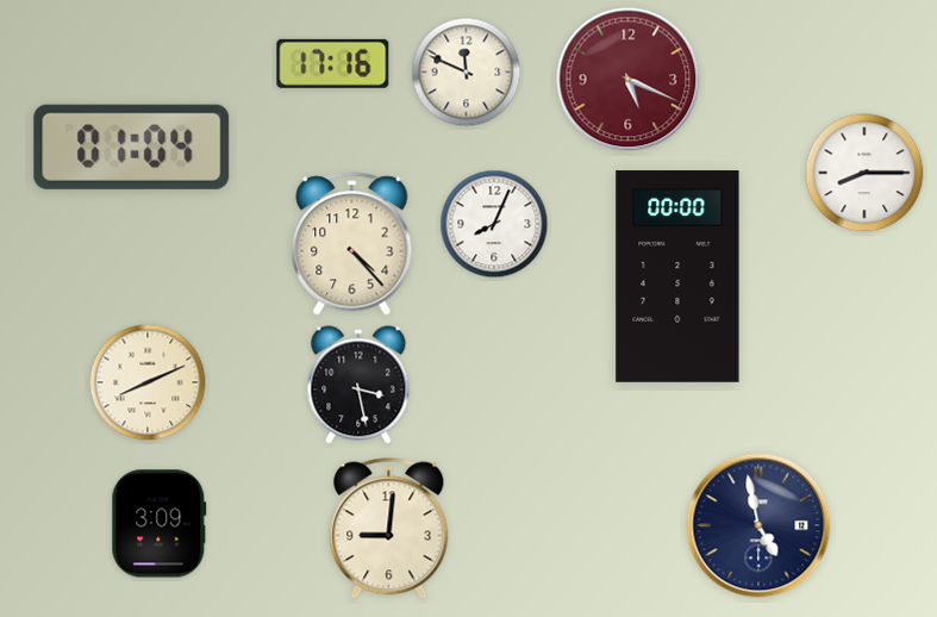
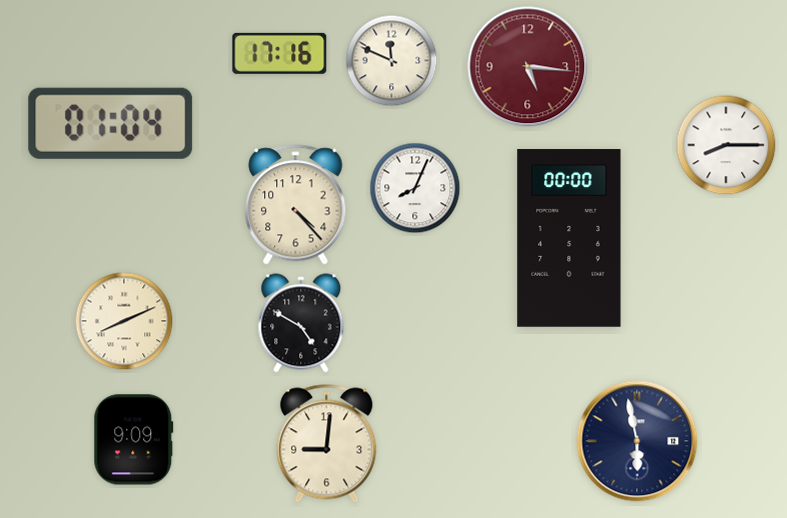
clock at (629, 80): 5:19 -> 5:16
clock at (677, 276) position: (677, 276) -> (569, 238)
clock at (358, 385): 3:28 -> 4:50
clock at (160, 524): 3:09 -> 9:09
clock at (758, 525): 4:58 -> 5:58
